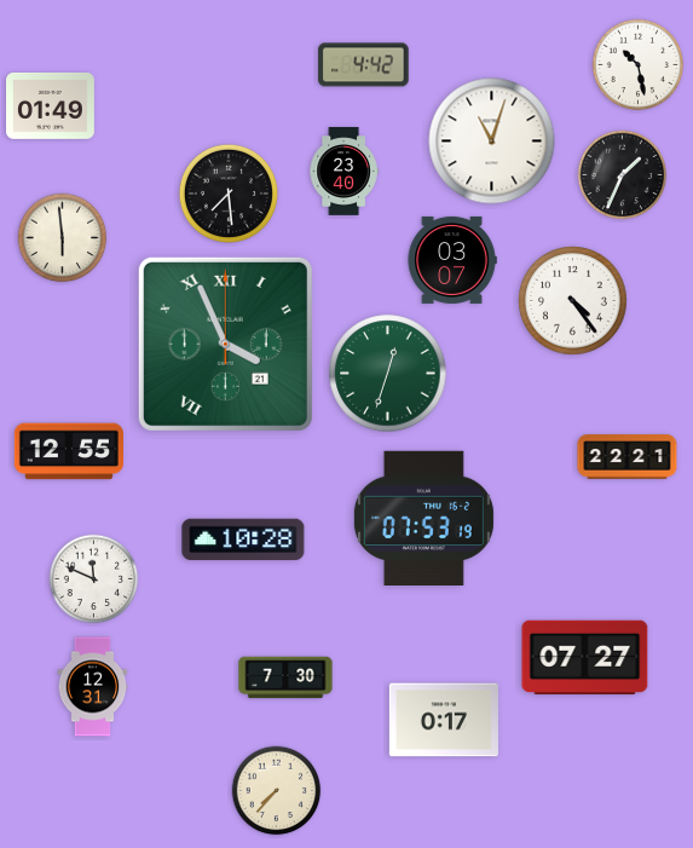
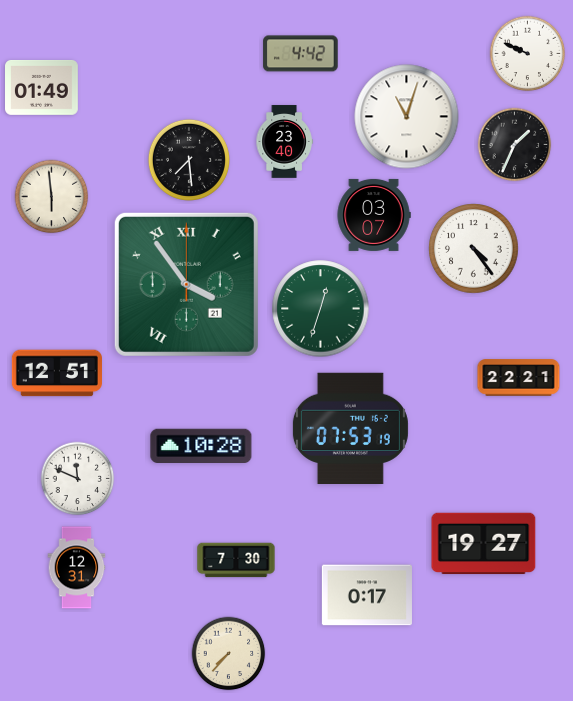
clock at (639, 65): 10:28 -> 9:49
clock at (225, 344): 3:56 -> 3:54
clock at (69, 451): 12:55 -> 12:51
clock at (585, 658): 07:27 -> 19:27
